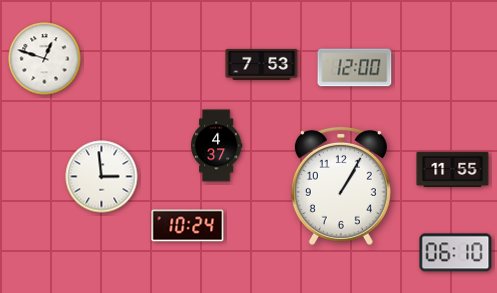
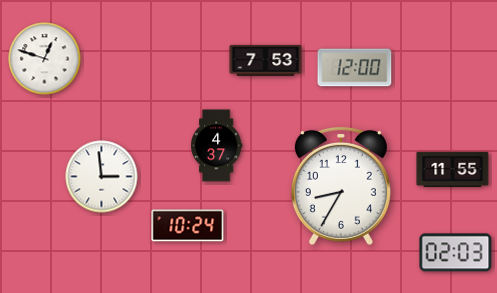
clock at (262, 64) position: (262, 64) -> (266, 60)
clock at (341, 186): 1:05 -> 8:35
clock at (456, 253): 06:10 -> 02:03
